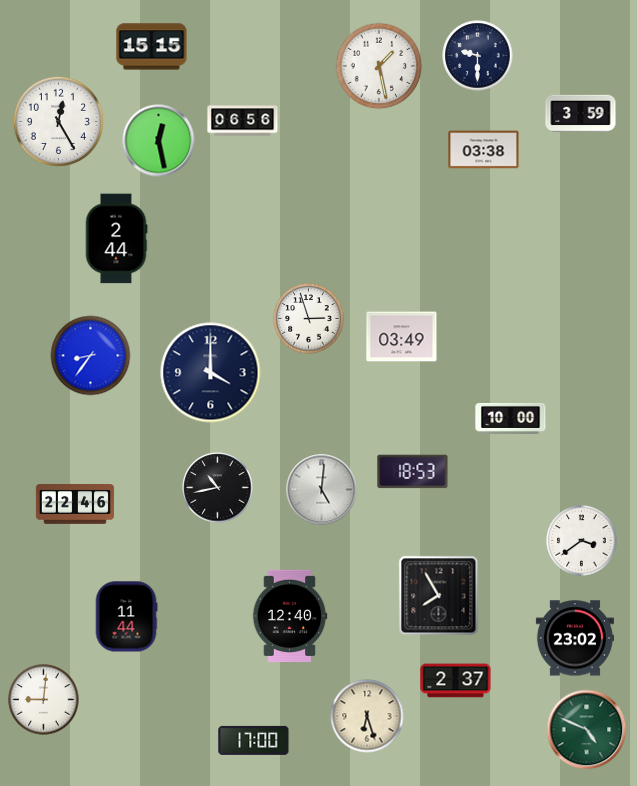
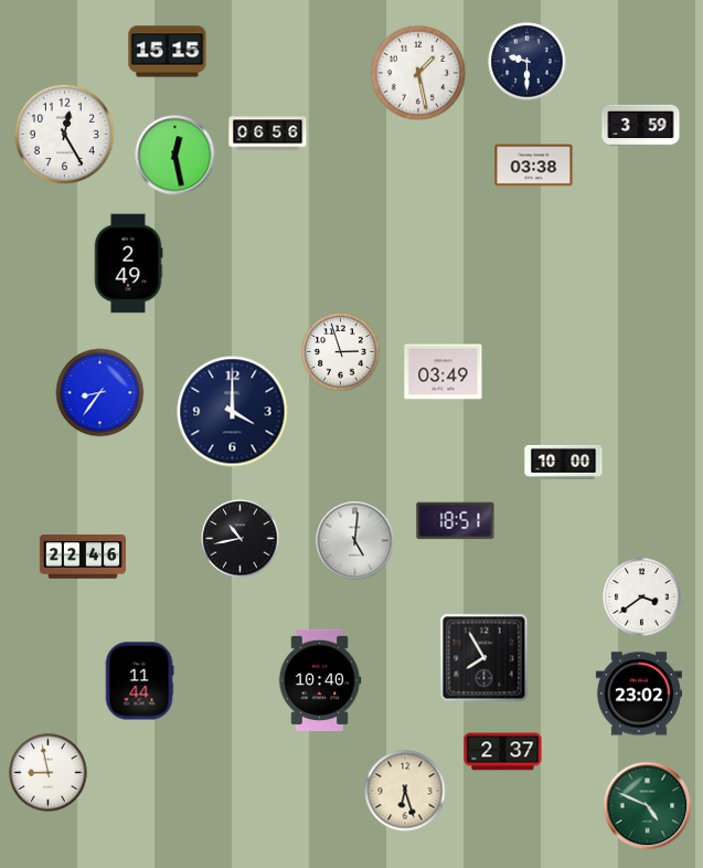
clock at (116, 239): 2:44 -> 2:49
clock at (413, 472): 18:53 -> 18:51
clock at (290, 616): 12:40 -> 10:40
clock at (575, 638) position: (575, 638) -> (639, 694)
clock at (44, 700): 9:01 -> 8:58
clock at (254, 740): 17:00 -> none
